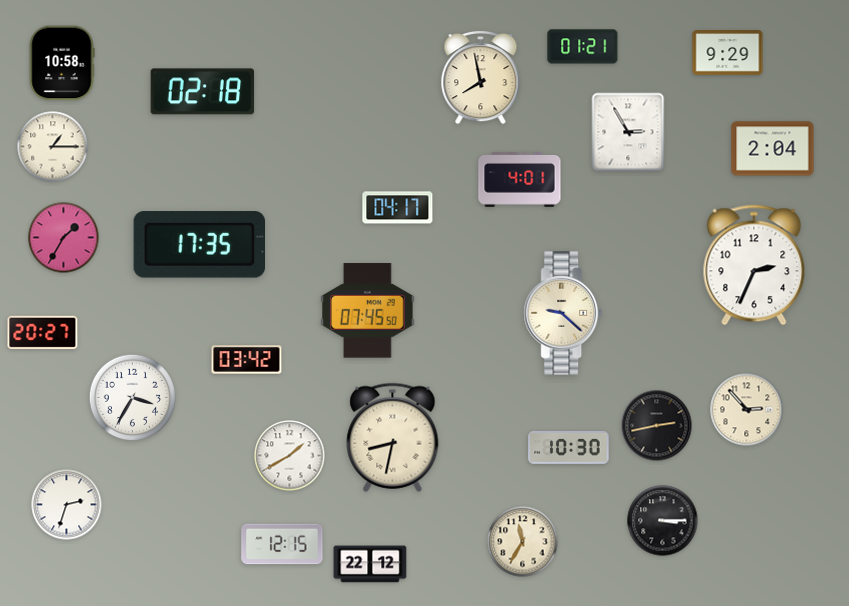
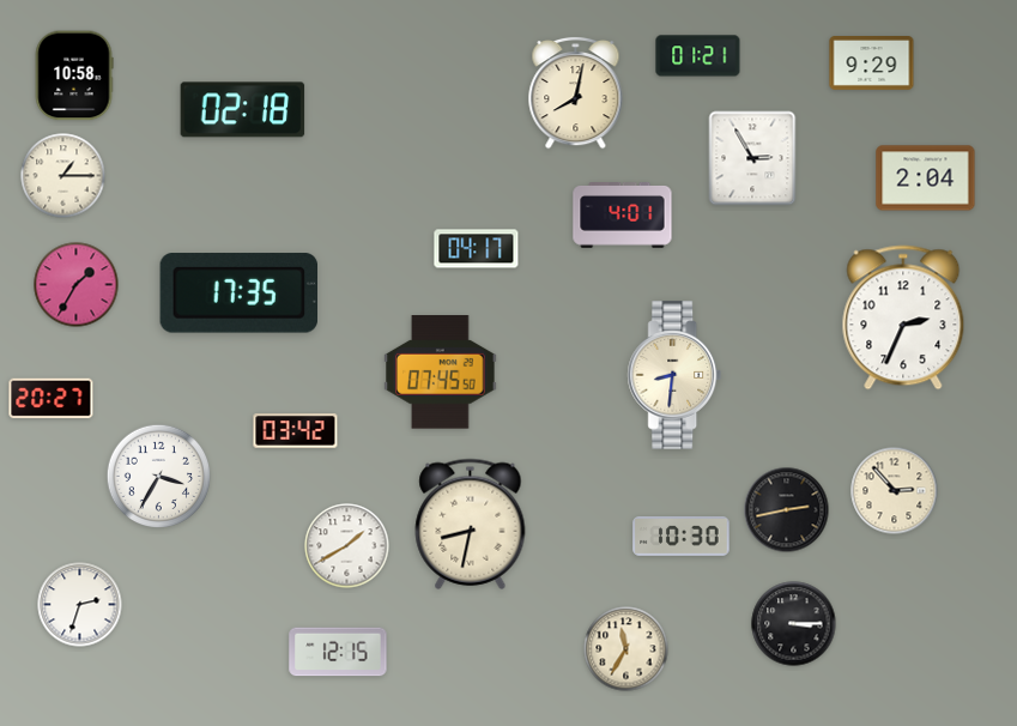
clock at (481, 77): 7:58 -> 8:02
clock at (563, 313): 9:22 -> 8:31
clock at (370, 564): 22:12 -> none
